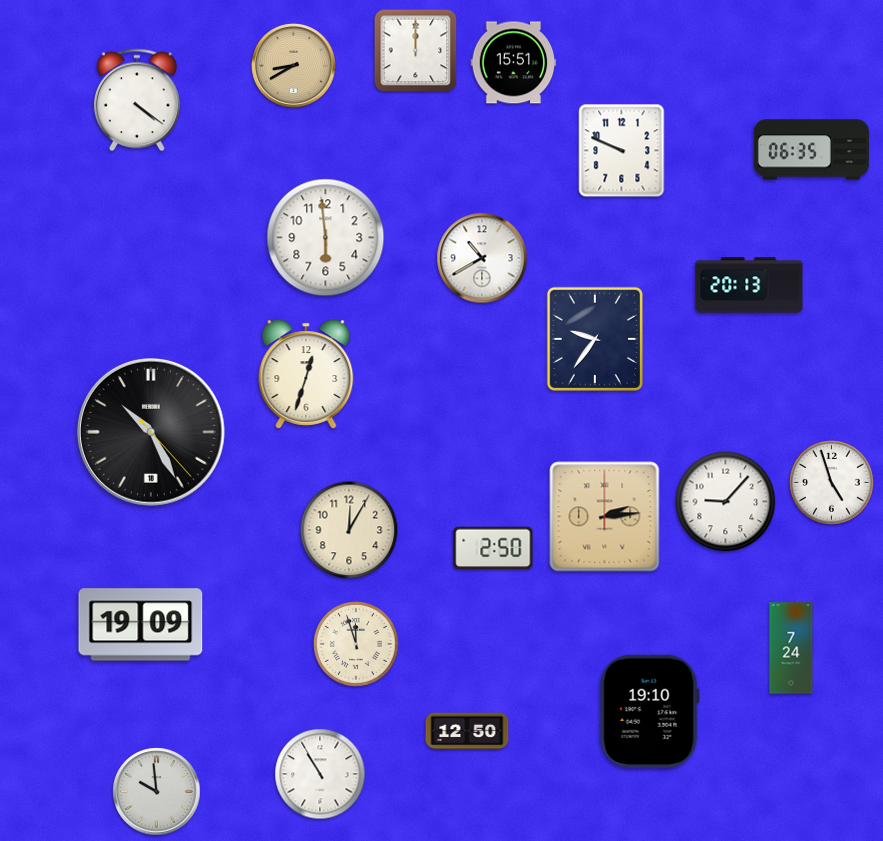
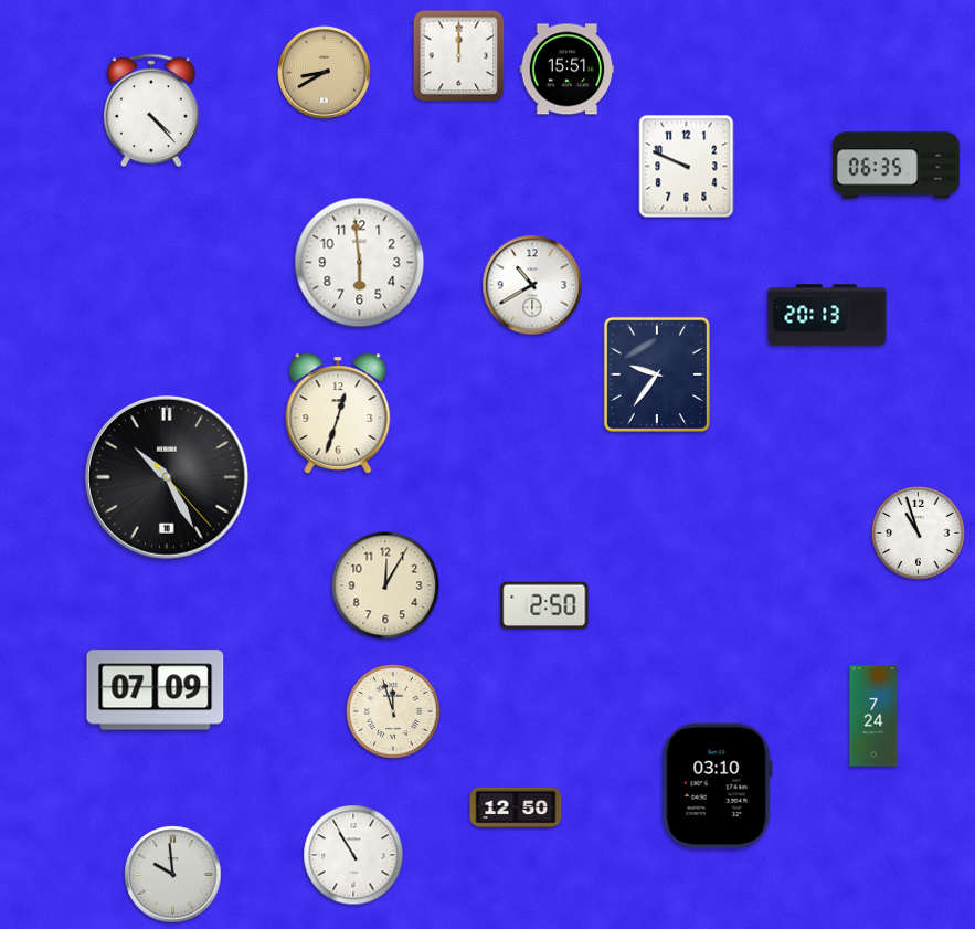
clock at (137, 100): 4:21 -> 4:23
clock at (832, 483): 4:57 -> 10:57
clock at (726, 502): 9:07 -> none
clock at (605, 517): 2:14 -> none
clock at (141, 625): 19:09 -> 07:09
clock at (649, 711): 19:10 -> 03:10
